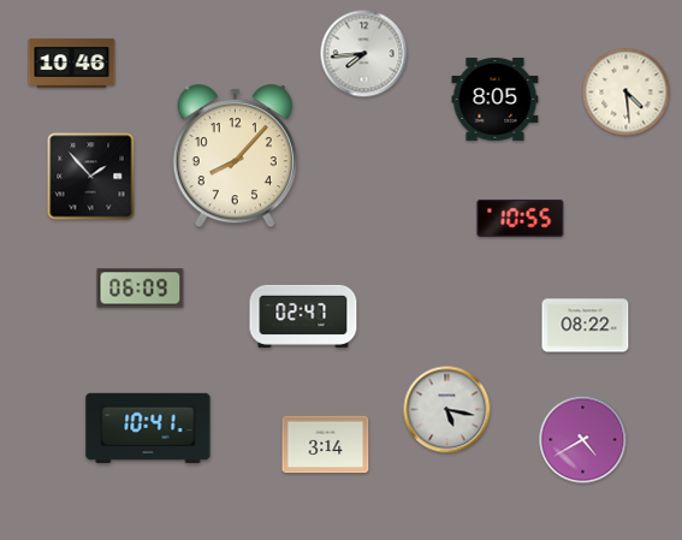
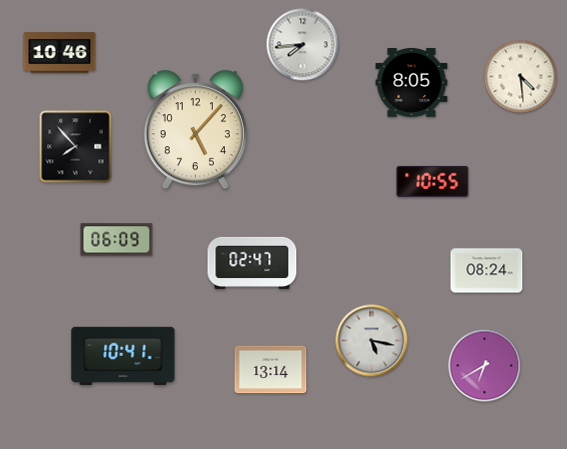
clock at (235, 156): 8:07 -> 5:07
clock at (91, 177): 1:53 -> 7:53
clock at (586, 326): 08:22 -> 08:24
clock at (583, 440): 4:40 -> 6:40
clock at (326, 445): 3:14 -> 13:14
